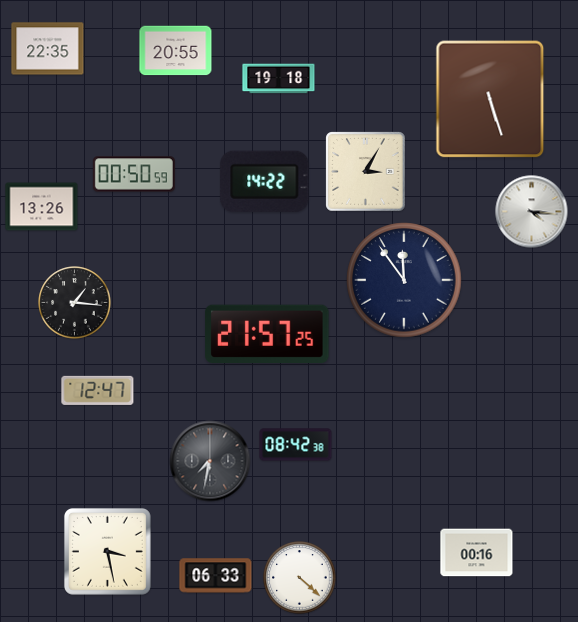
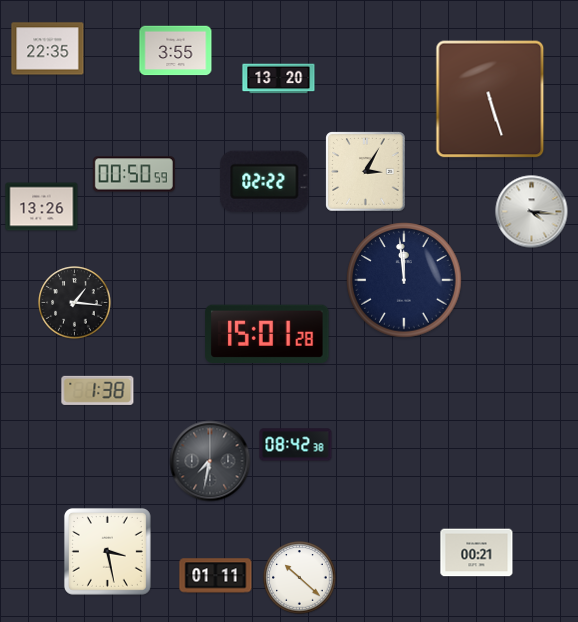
clock at (176, 51): 20:55 -> 3:55
clock at (279, 79): 19:18 -> 13:20
clock at (265, 181): 14:22 -> 02:22
clock at (404, 280): 11:54 -> 11:59
clock at (267, 333): 21:57 -> 15:01
clock at (98, 390): 12:47 -> 1:38
clock at (477, 553): 00:16 -> 00:21
clock at (216, 576): 06:33 -> 01:11
clock at (300, 578): 4:22 -> 10:22
